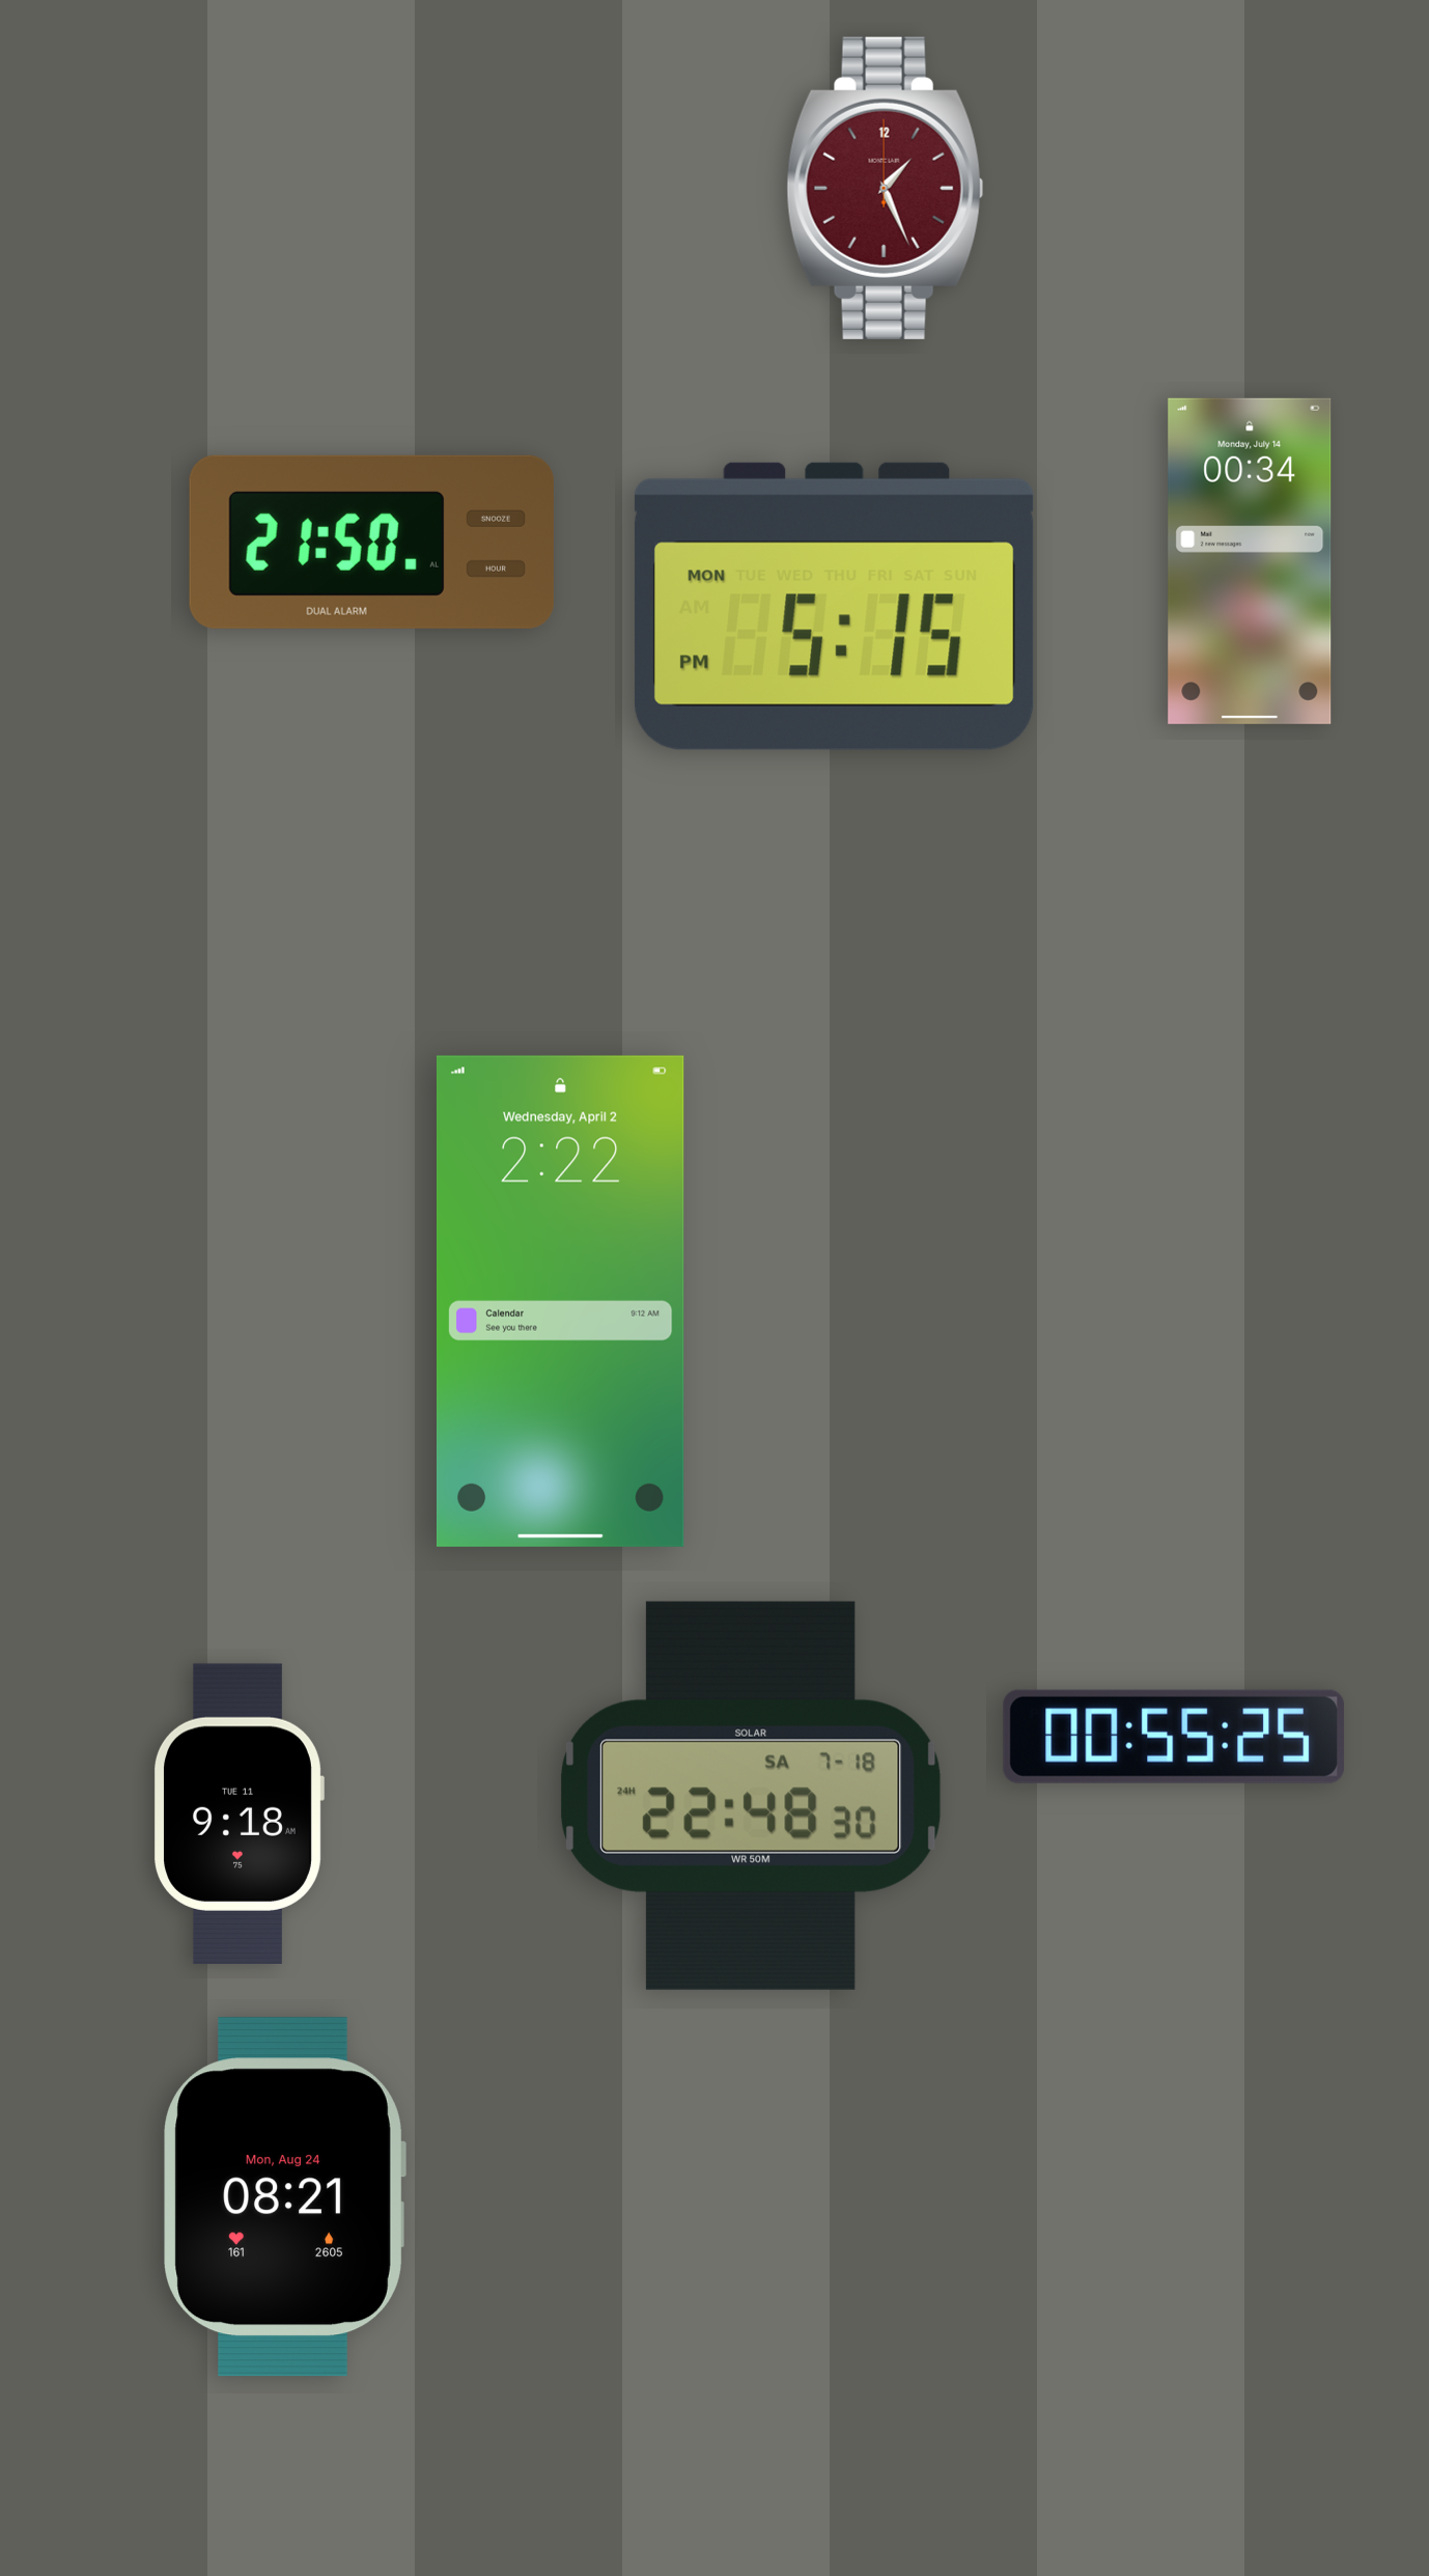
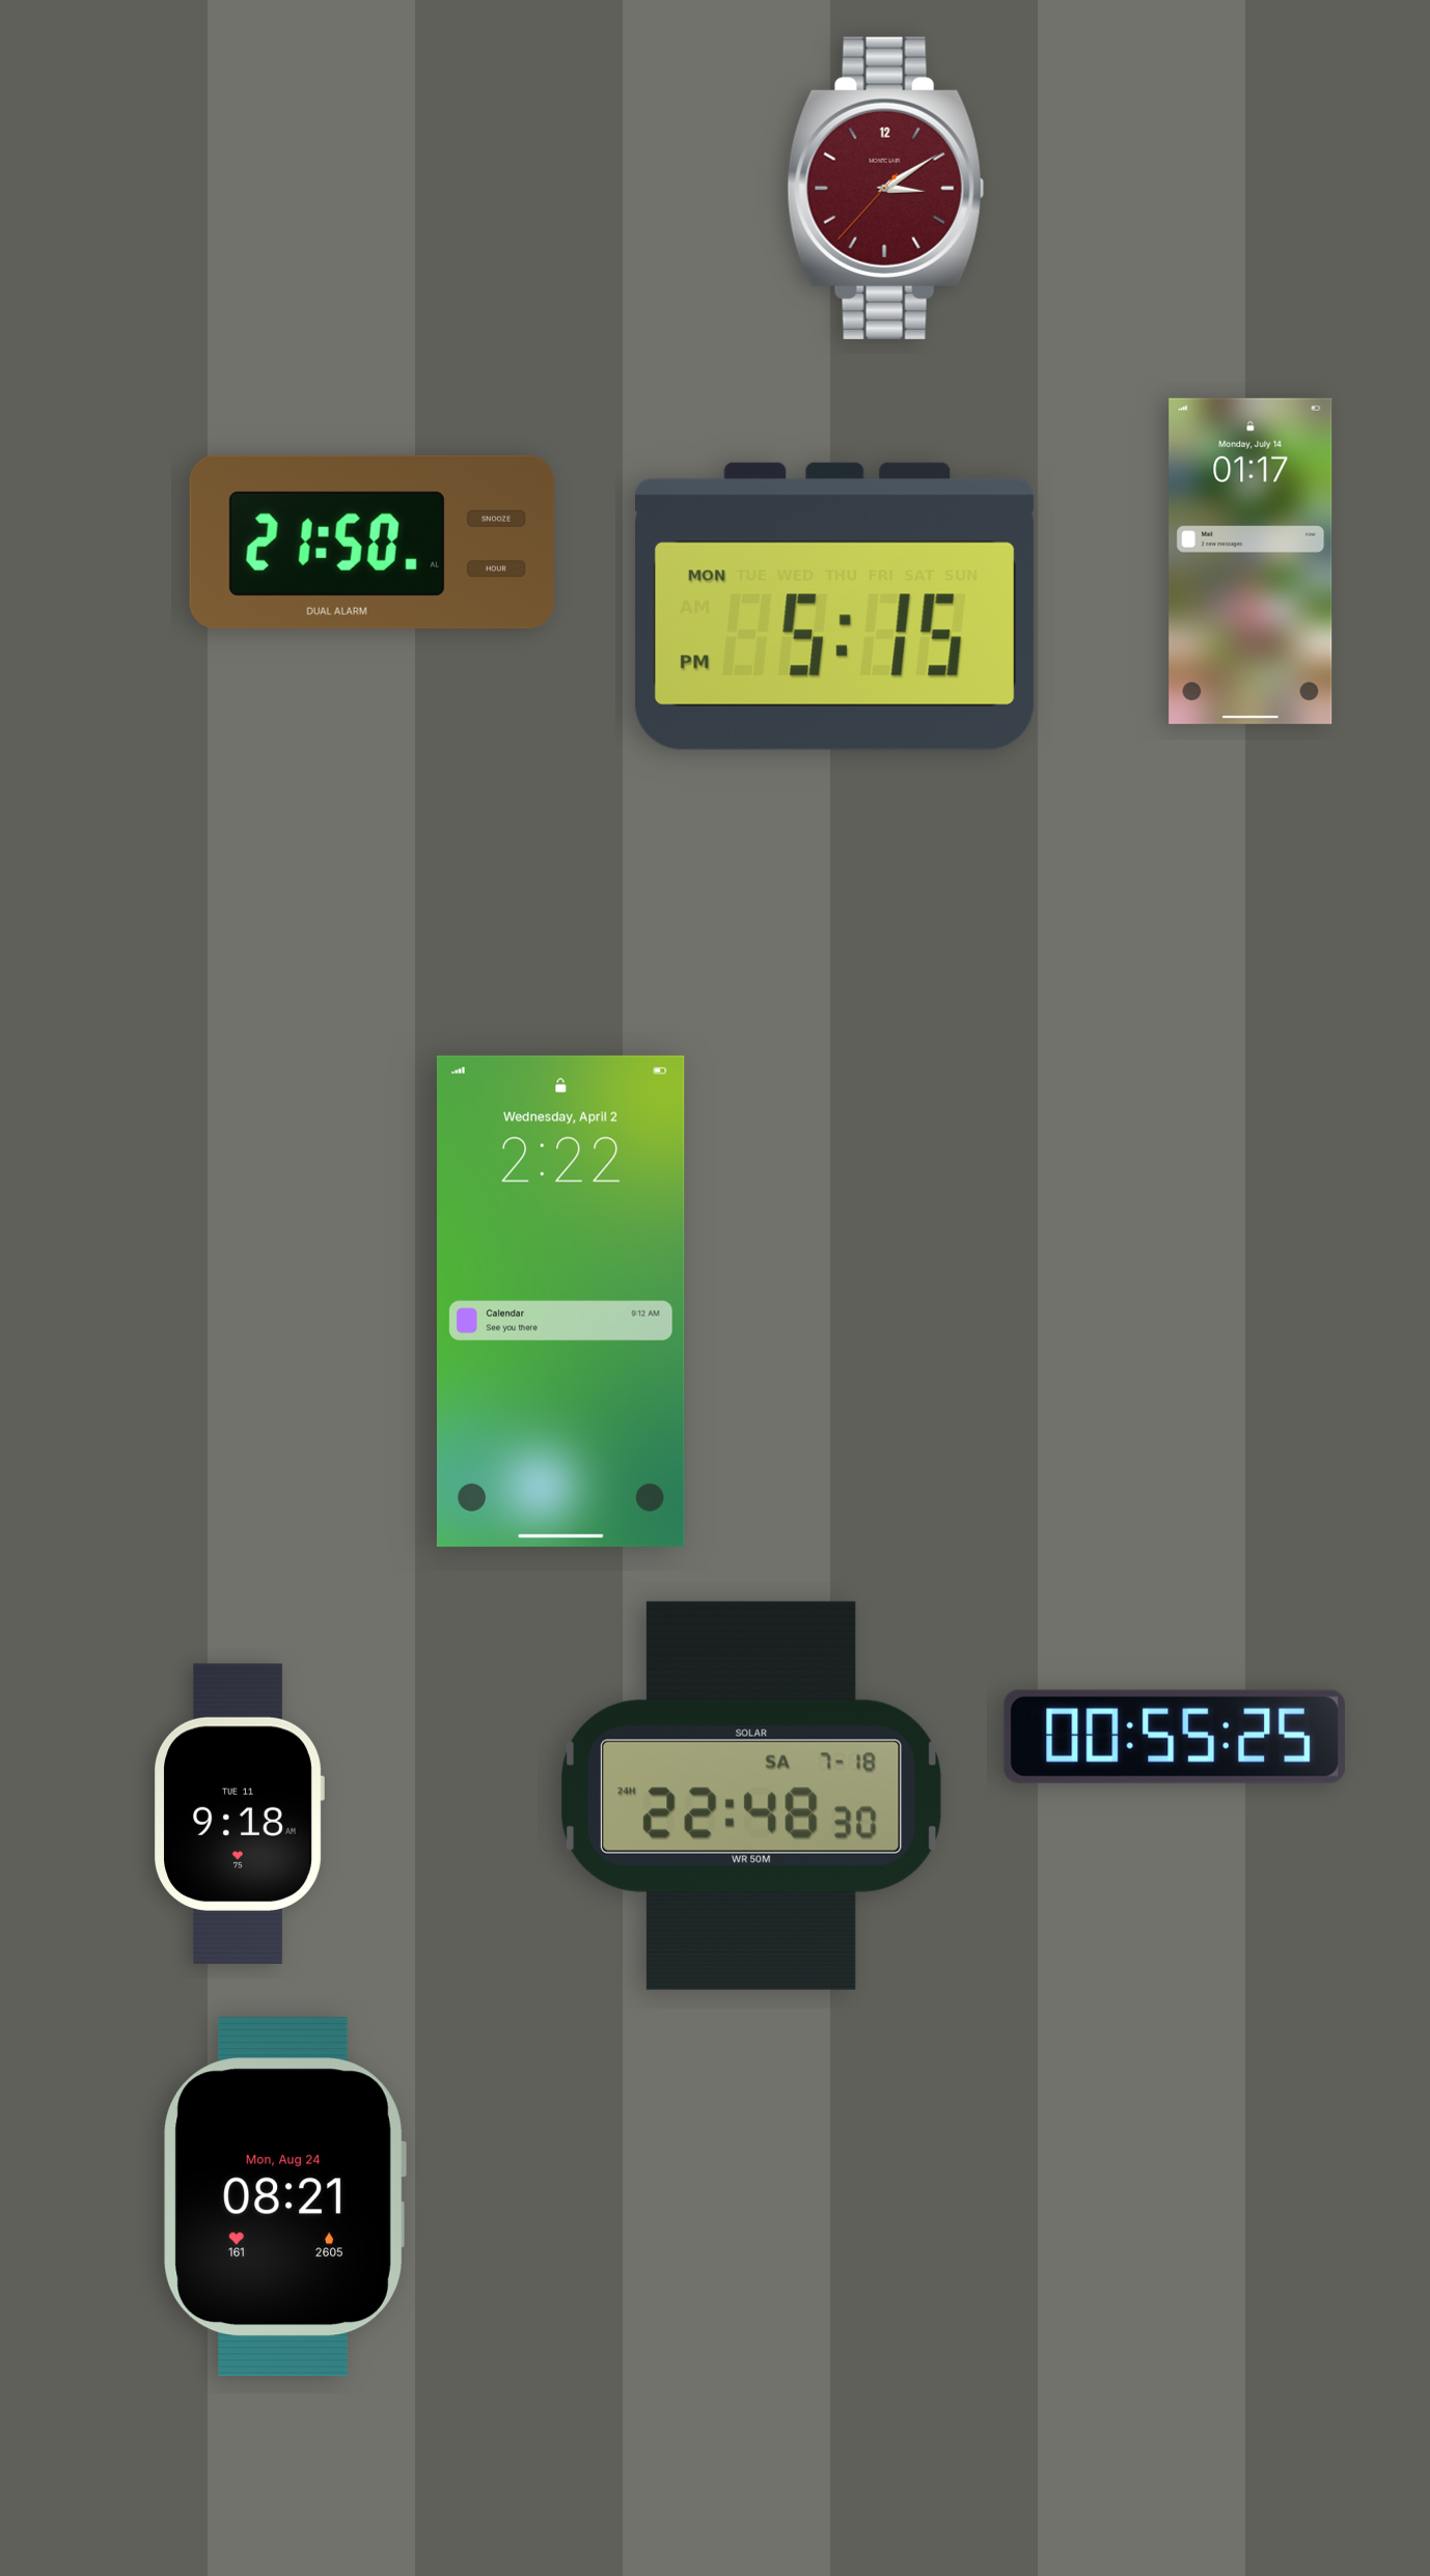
clock at (885, 188): 1:26 -> 3:09
clock at (1250, 561): 00:34 -> 01:17
